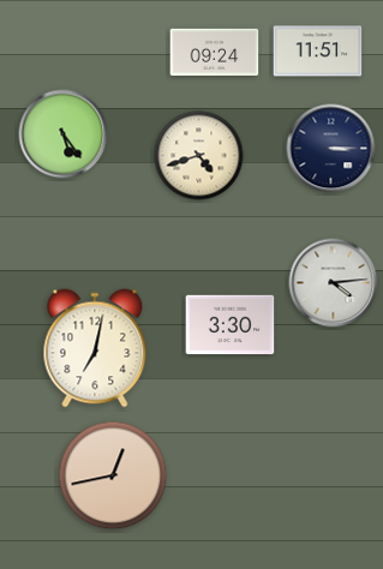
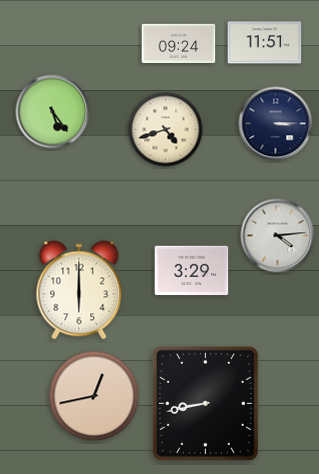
clock at (231, 325): 3:30 -> 3:29
clock at (95, 348): 7:02 -> 6:00
clock at (205, 403): none -> 8:43
